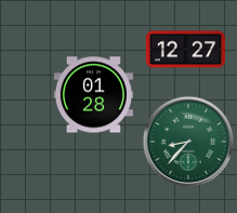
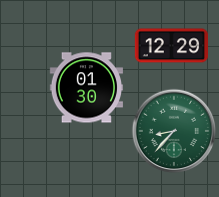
clock at (185, 50): 12:27 -> 12:29
clock at (93, 95): 01:28 -> 01:30
